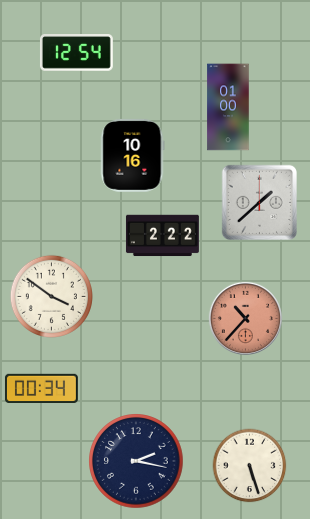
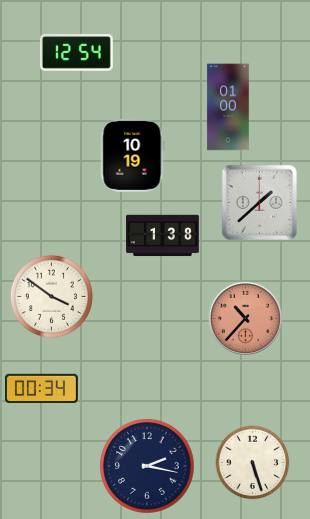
clock at (133, 155): 10:16 -> 10:19
clock at (162, 236): 2:22 -> 1:38
clock at (136, 461) position: (136, 461) -> (147, 466)
clock at (250, 466) position: (250, 466) -> (253, 463)
